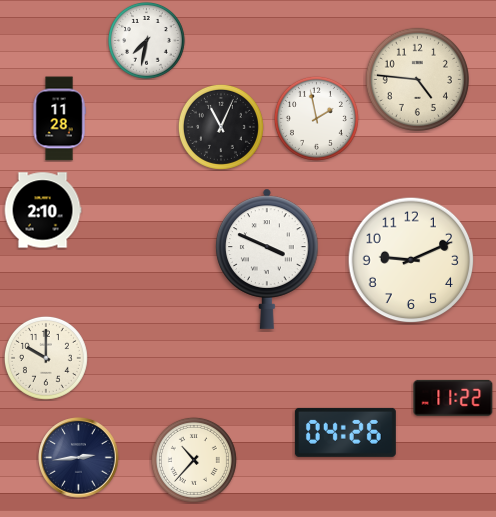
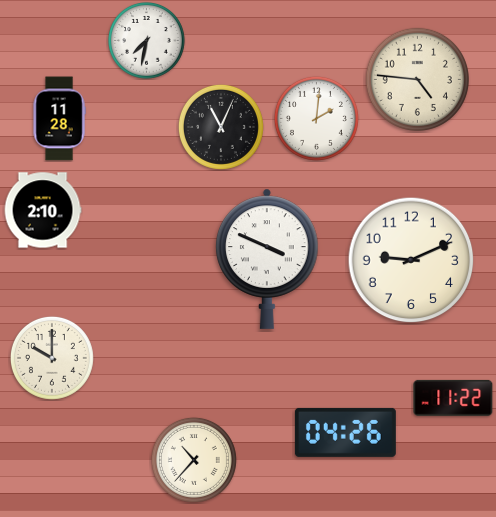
clock at (316, 118): 1:58 -> 2:01
clock at (46, 358) position: (46, 358) -> (52, 358)
clock at (79, 458): 2:44 -> none
